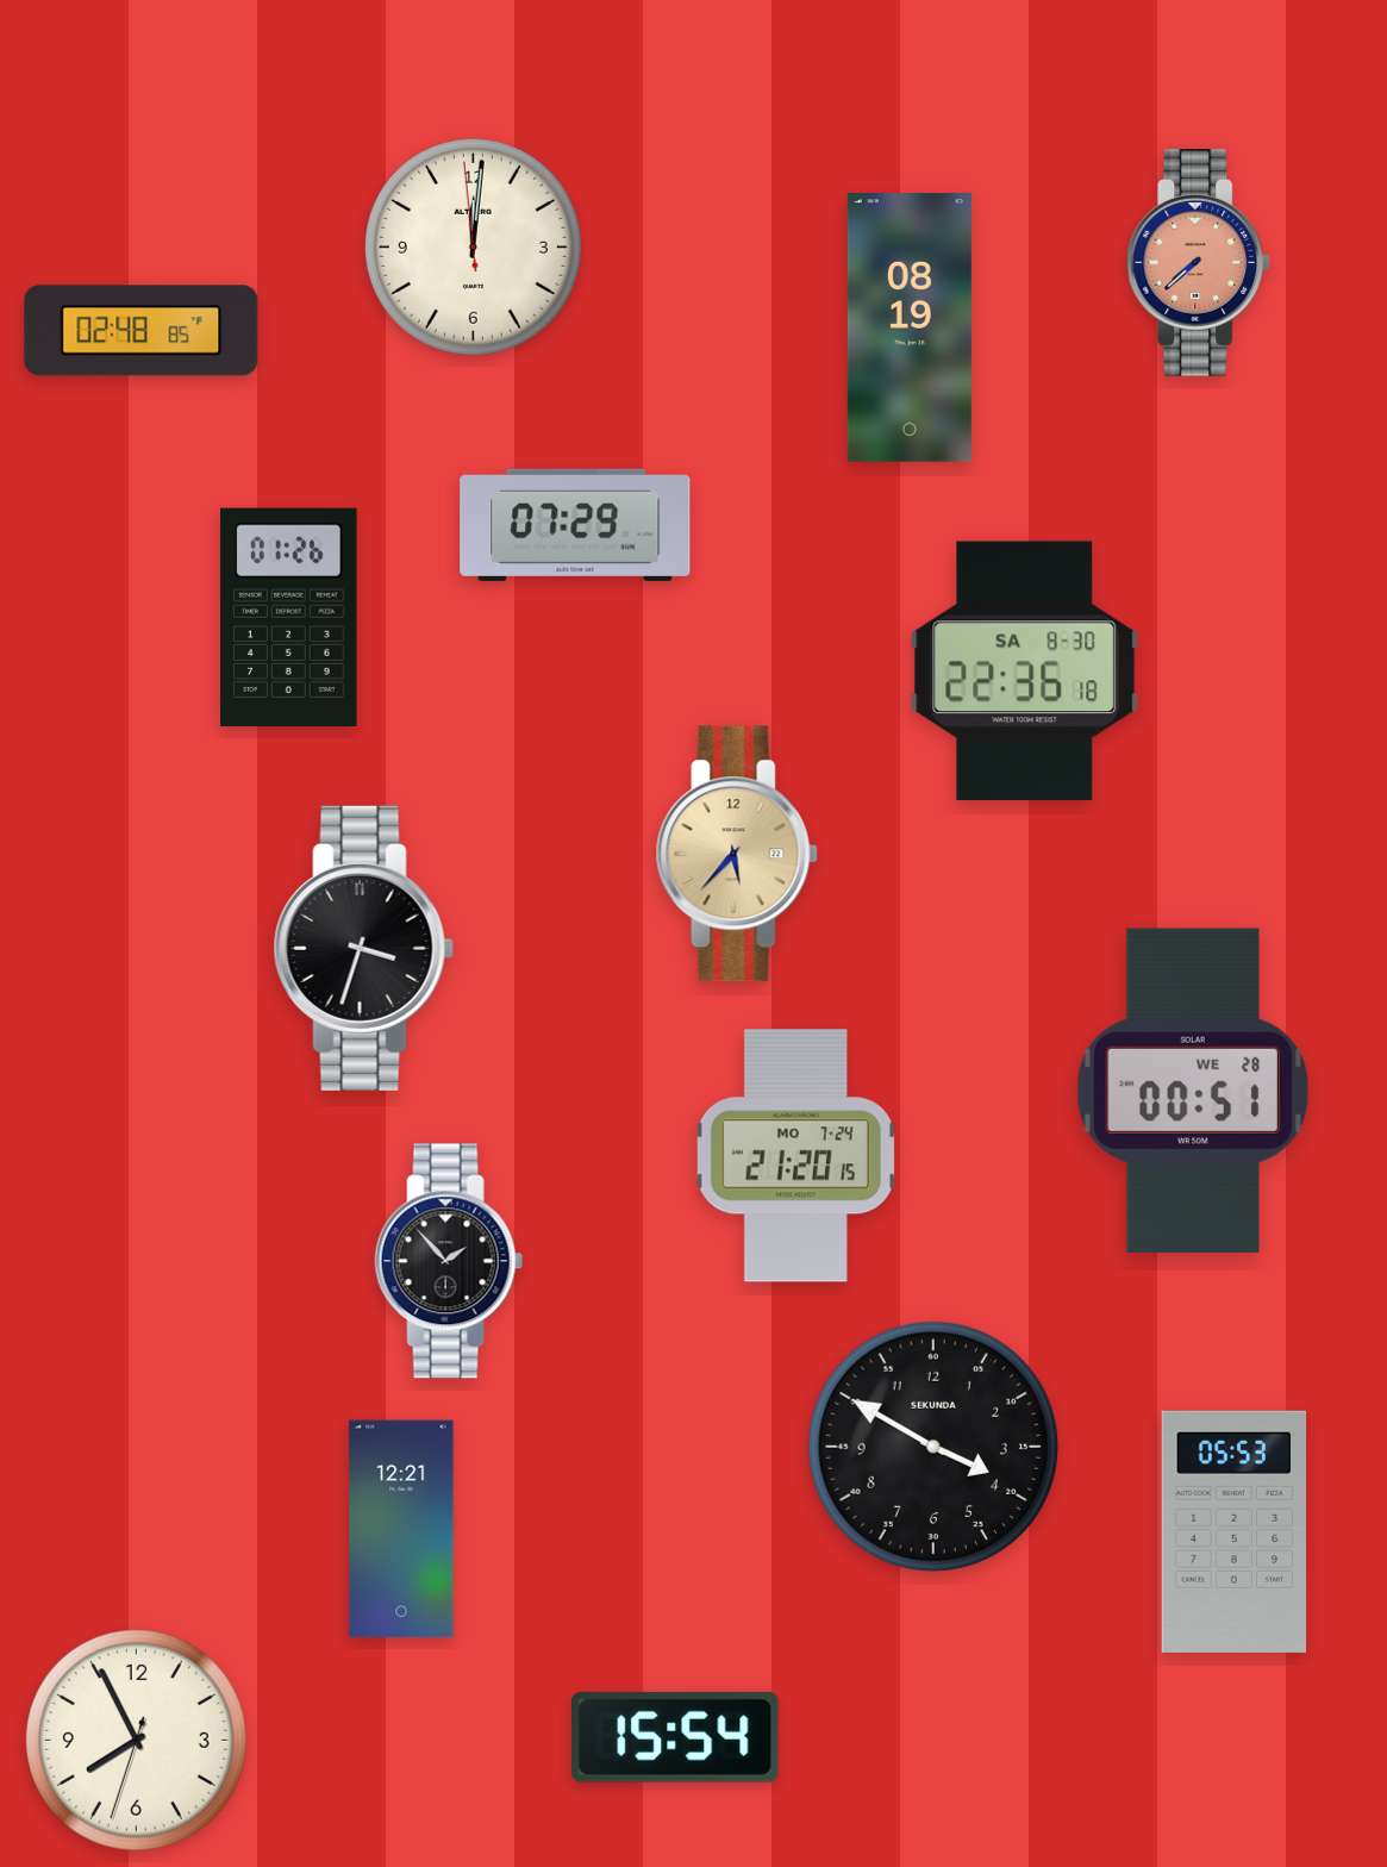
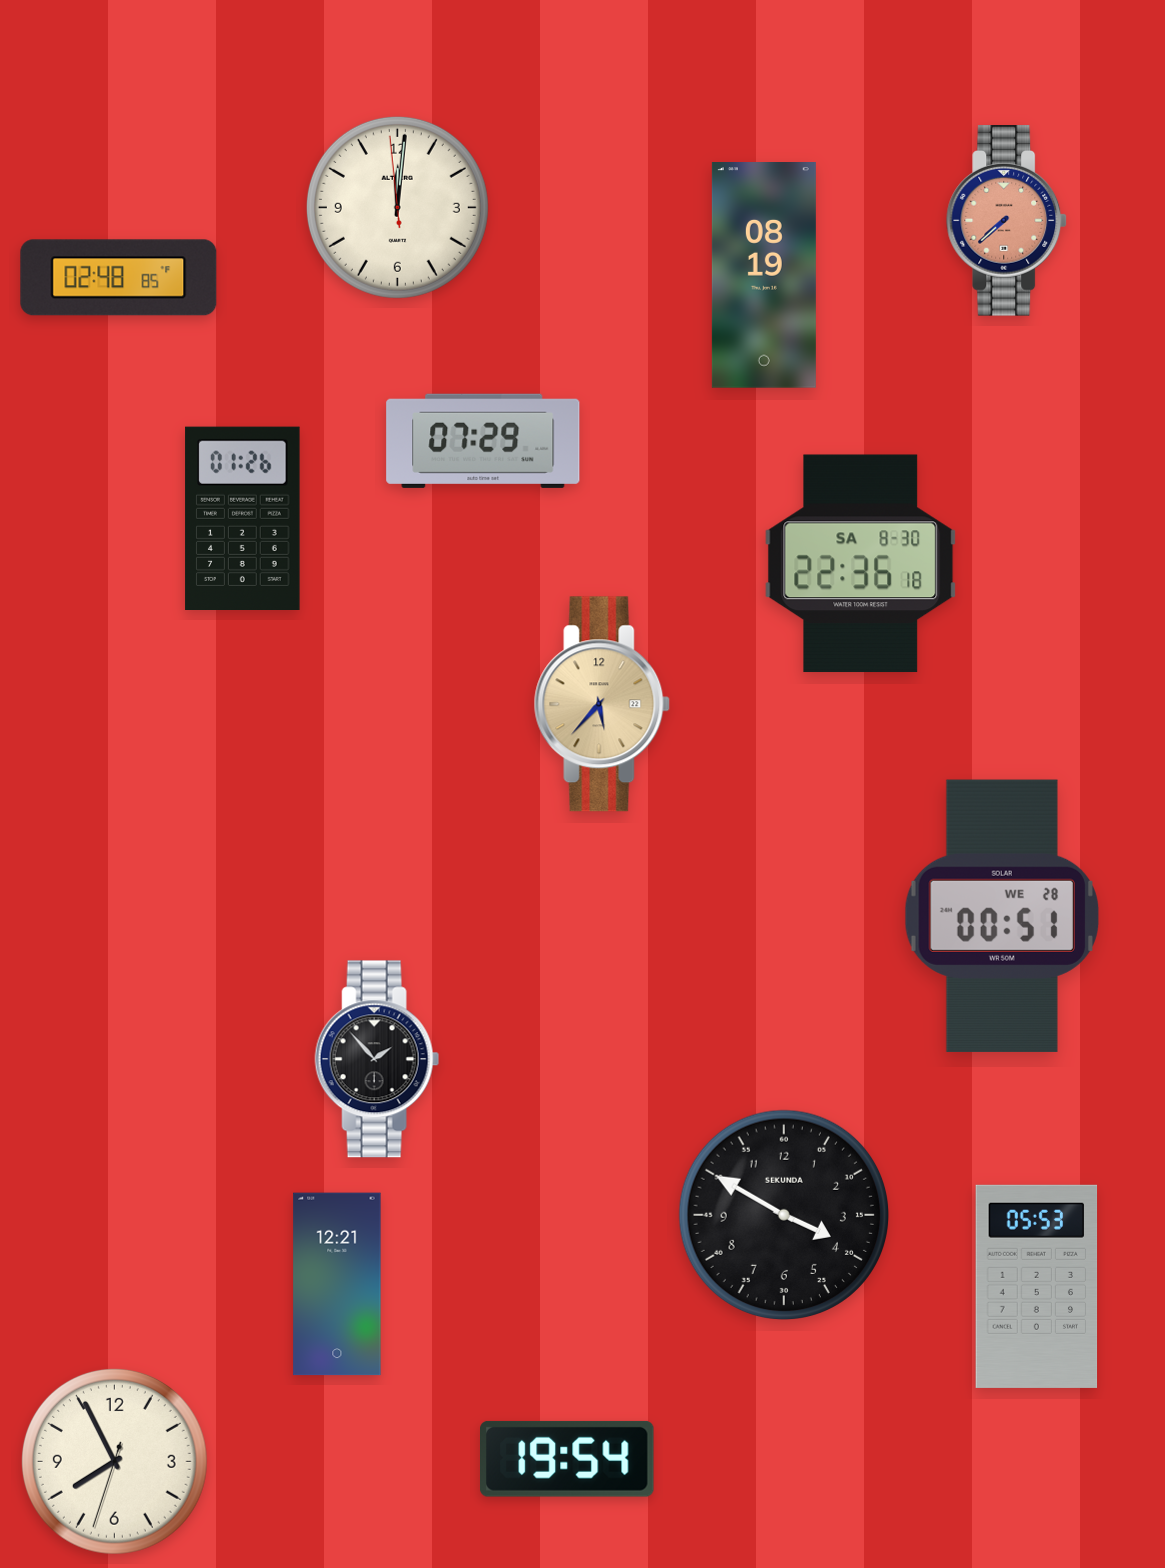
clock at (737, 854) position: (737, 854) -> (602, 704)
clock at (363, 948): 3:33 -> none
clock at (795, 1156): 21:20 -> none
clock at (676, 1737): 15:54 -> 19:54
